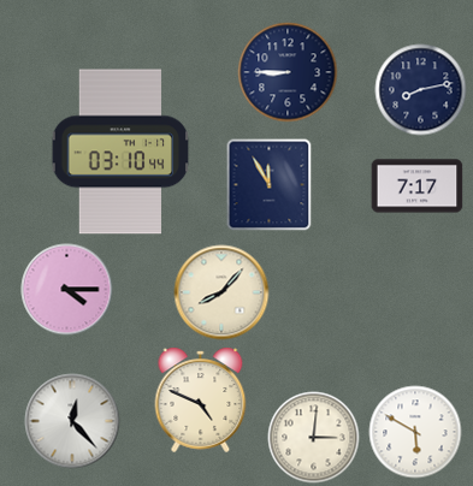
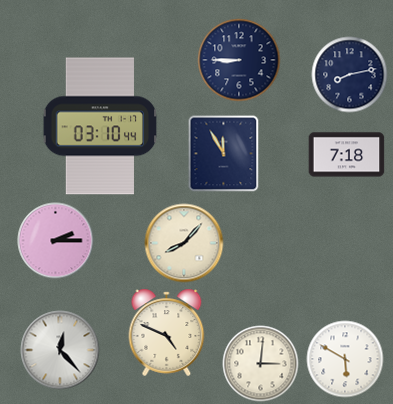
clock at (418, 186): 7:17 -> 7:18
clock at (67, 290): 4:15 -> 2:15
